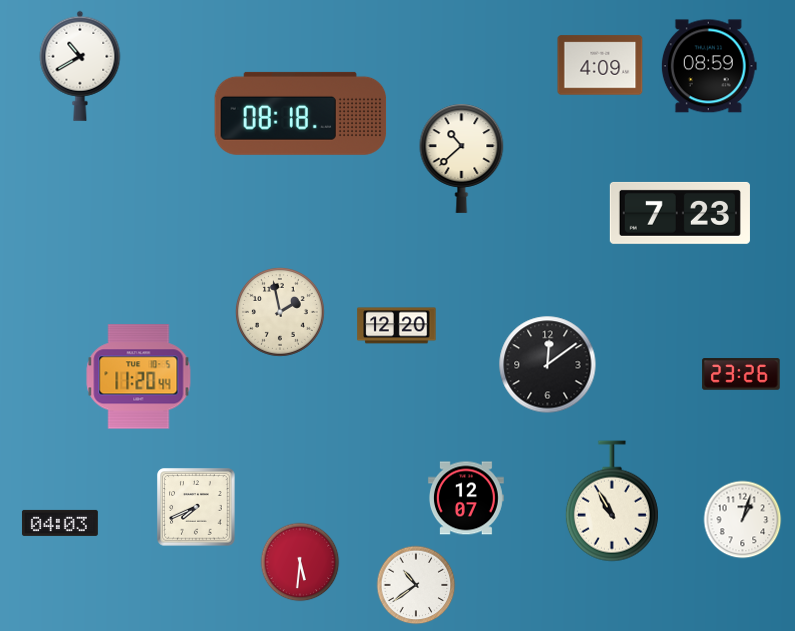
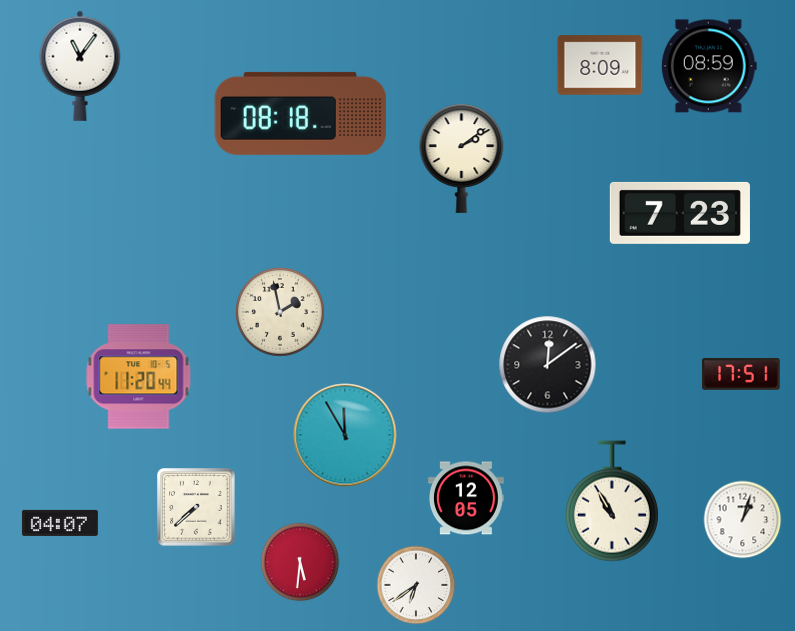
clock at (600, 65): 4:09 -> 8:09
clock at (80, 66): 10:40 -> 11:06
clock at (462, 158): 10:38 -> 2:09
clock at (397, 326): 12:20 -> none
clock at (741, 374): 23:26 -> 17:51
clock at (345, 435): none -> 11:55
clock at (466, 498): 12:07 -> 12:05
clock at (196, 507): 7:41 -> 7:38
clock at (60, 523): 04:03 -> 04:07
clock at (416, 585): 10:39 -> 6:39
